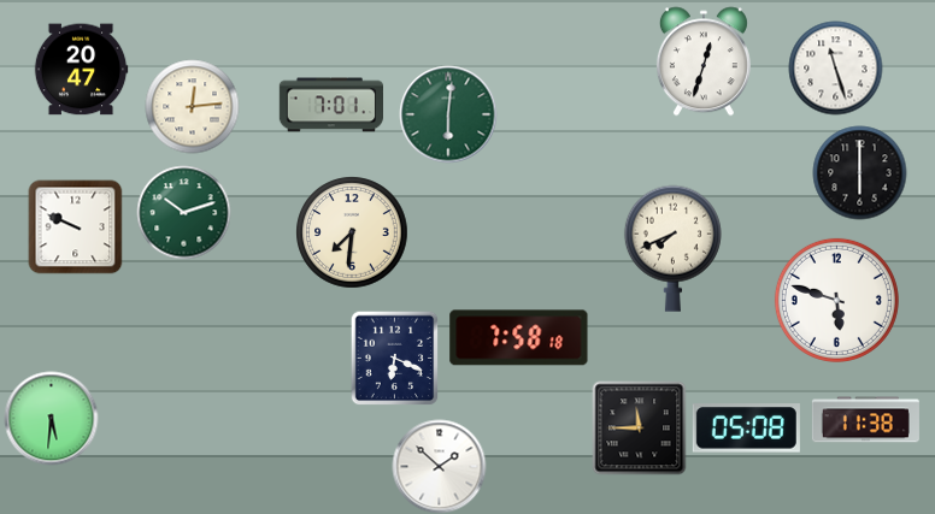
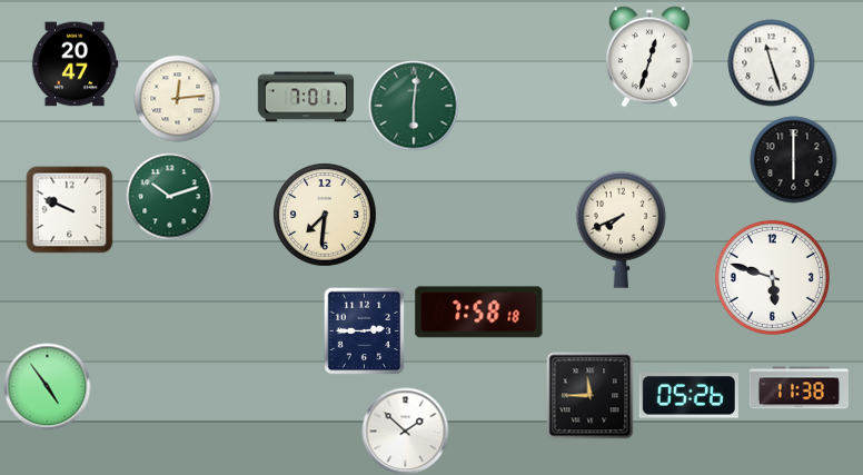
clock at (395, 358): 6:19 -> 2:45
clock at (51, 418): 5:31 -> 4:54
clock at (746, 429): 05:08 -> 05:26
